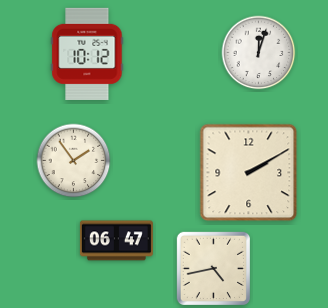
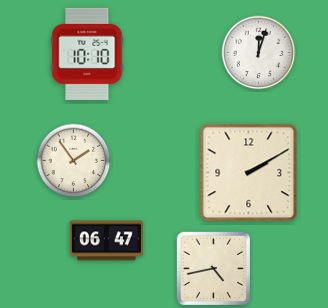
clock at (87, 54): 10:12 -> 10:10
clock at (116, 241) position: (116, 241) -> (106, 241)
